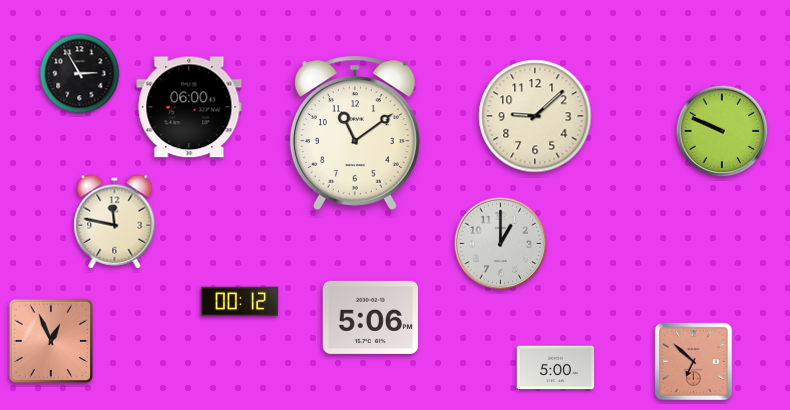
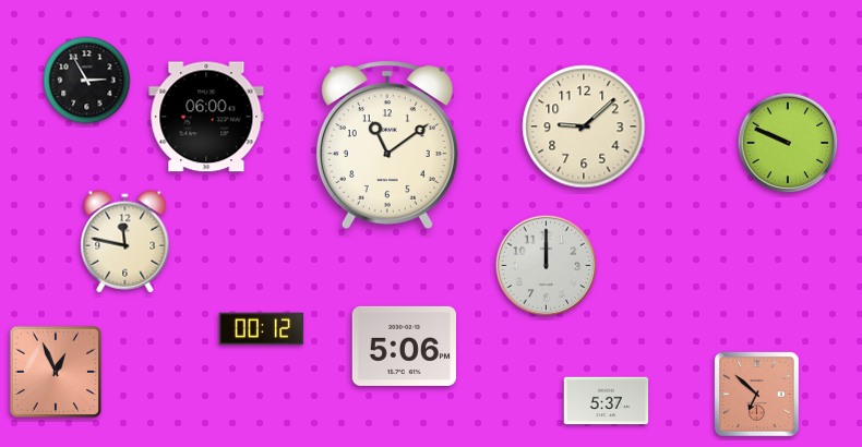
clock at (501, 244): 1:00 -> 12:00
clock at (556, 368): 5:00 -> 5:37
